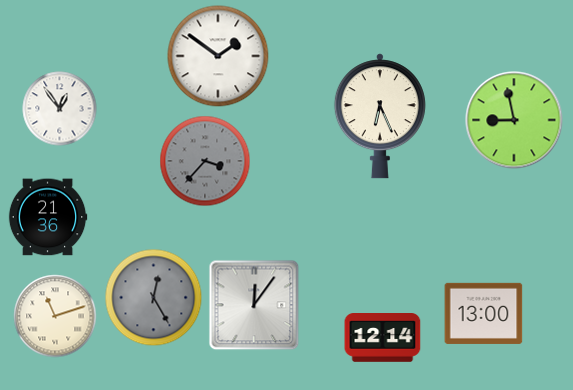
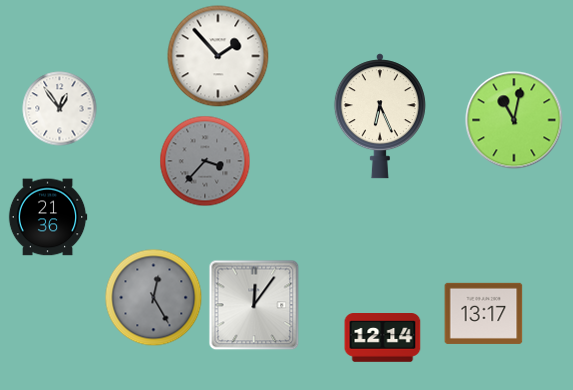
clock at (218, 56): 1:51 -> 1:53
clock at (514, 120): 8:58 -> 11:02
clock at (484, 313): 13:00 -> 13:17
clock at (55, 316): 11:12 -> none
